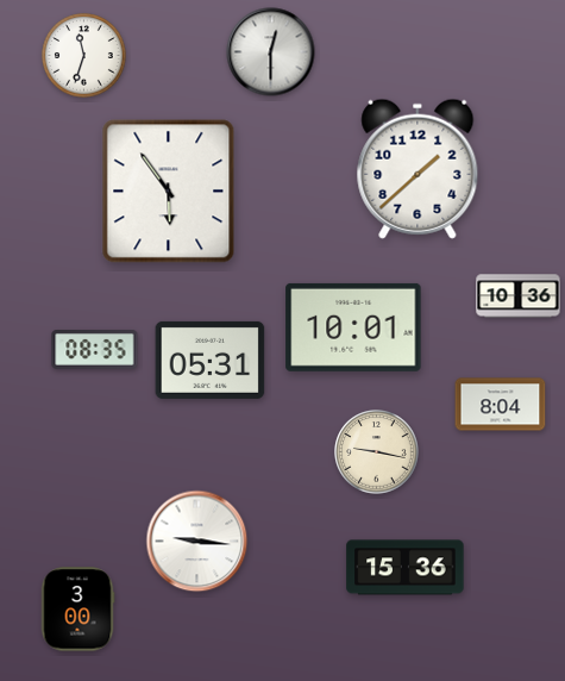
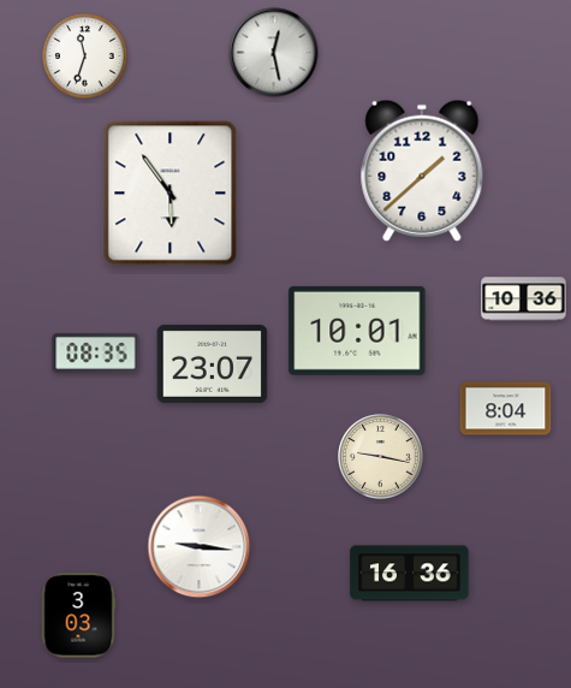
clock at (271, 52): 12:30 -> 12:28
clock at (211, 360): 05:31 -> 23:07
clock at (406, 568): 15:36 -> 16:36
clock at (77, 610): 3:00 -> 3:03
